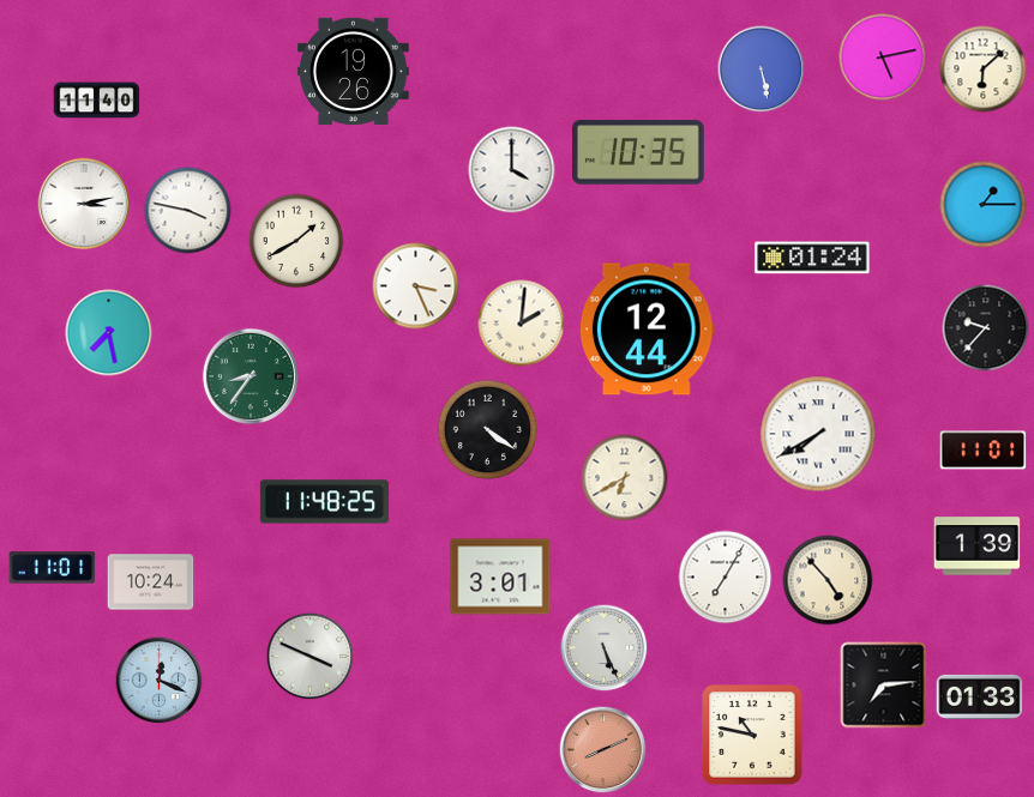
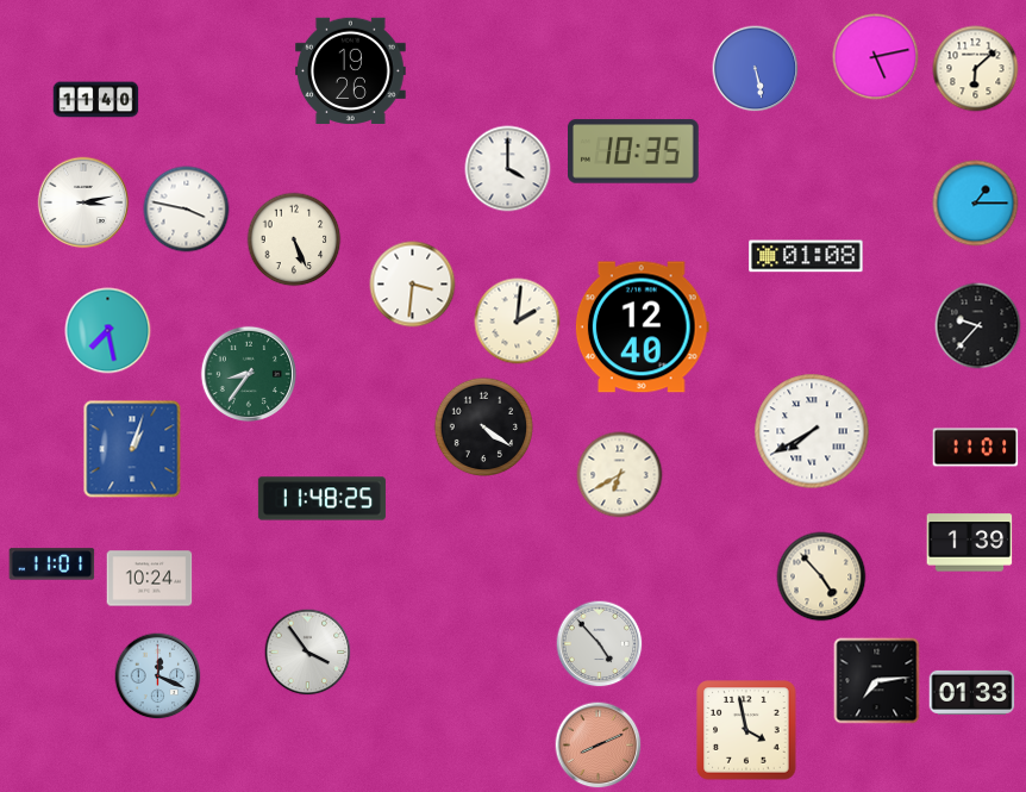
clock at (296, 241): 1:40 -> 5:26
clock at (812, 258): 01:24 -> 01:08
clock at (416, 286): 3:26 -> 3:31
clock at (647, 330): 12:44 -> 12:40
clock at (132, 449): none -> 1:03
clock at (500, 576): 3:01 -> none
clock at (726, 578): 7:05 -> none
clock at (605, 648): 5:26 -> 4:53
clock at (311, 657): 3:49 -> 3:54
clock at (752, 735): 10:47 -> 3:58
